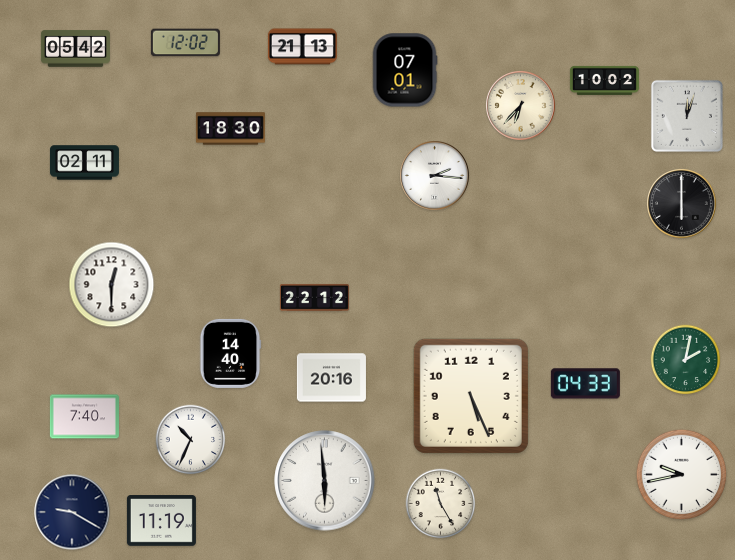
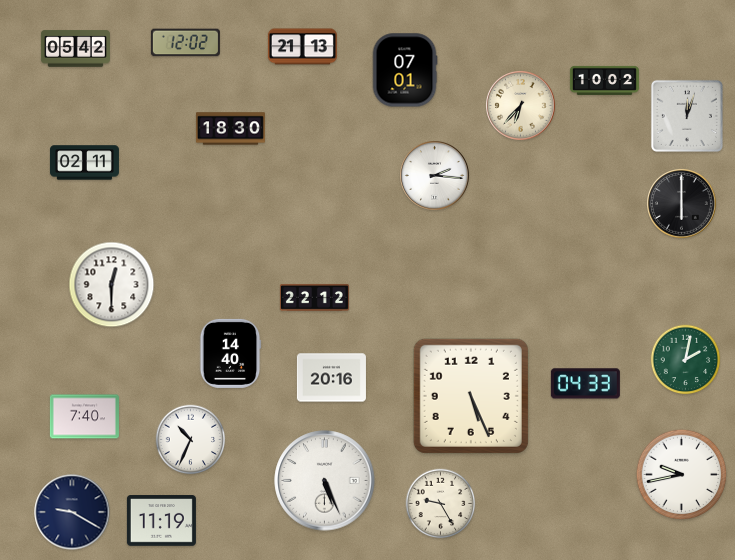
clock at (325, 481): 5:59 -> 5:26
clock at (441, 504): 11:25 -> 9:25
